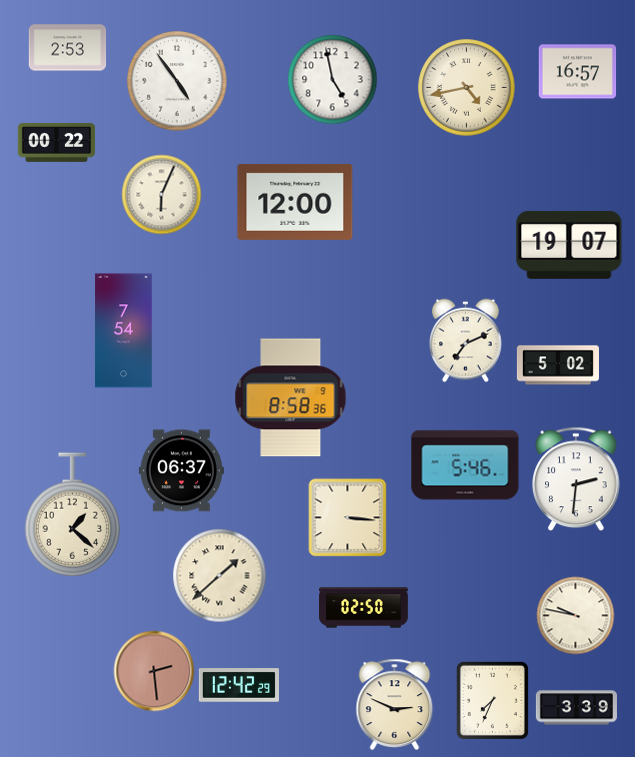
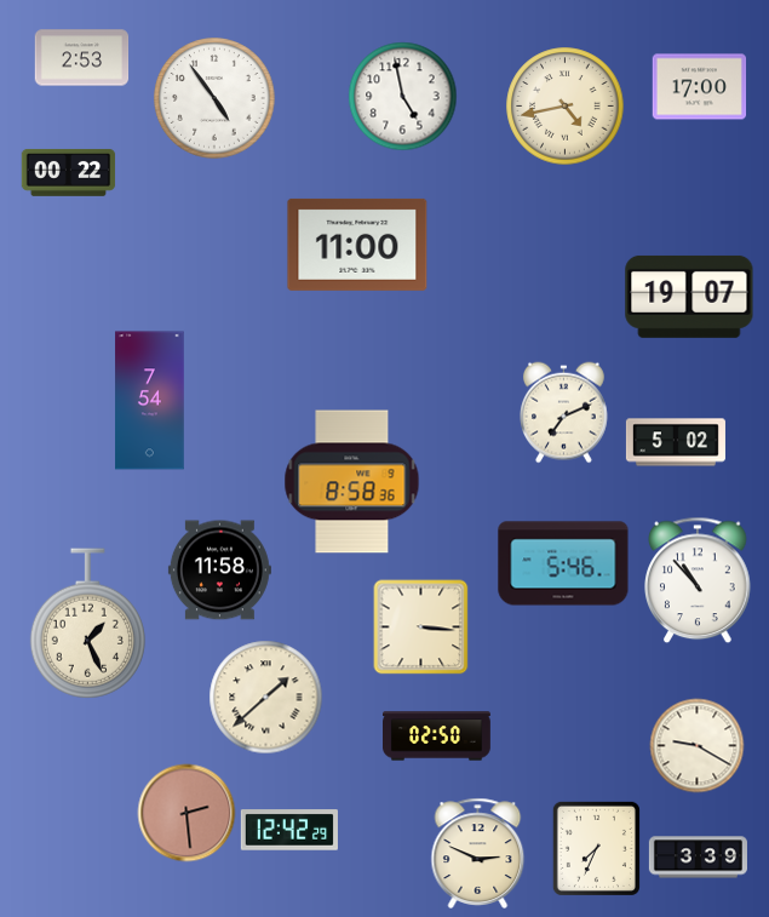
clock at (577, 72): 16:57 -> 17:00
clock at (161, 194): 6:04 -> none
clock at (295, 202): 12:00 -> 11:00
clock at (181, 471): 06:37 -> 11:58
clock at (577, 479): 2:31 -> 10:53
clock at (72, 515): 1:22 -> 1:26
clock at (364, 608) position: (364, 608) -> (437, 737)
clock at (575, 615): 9:47 -> 9:20
